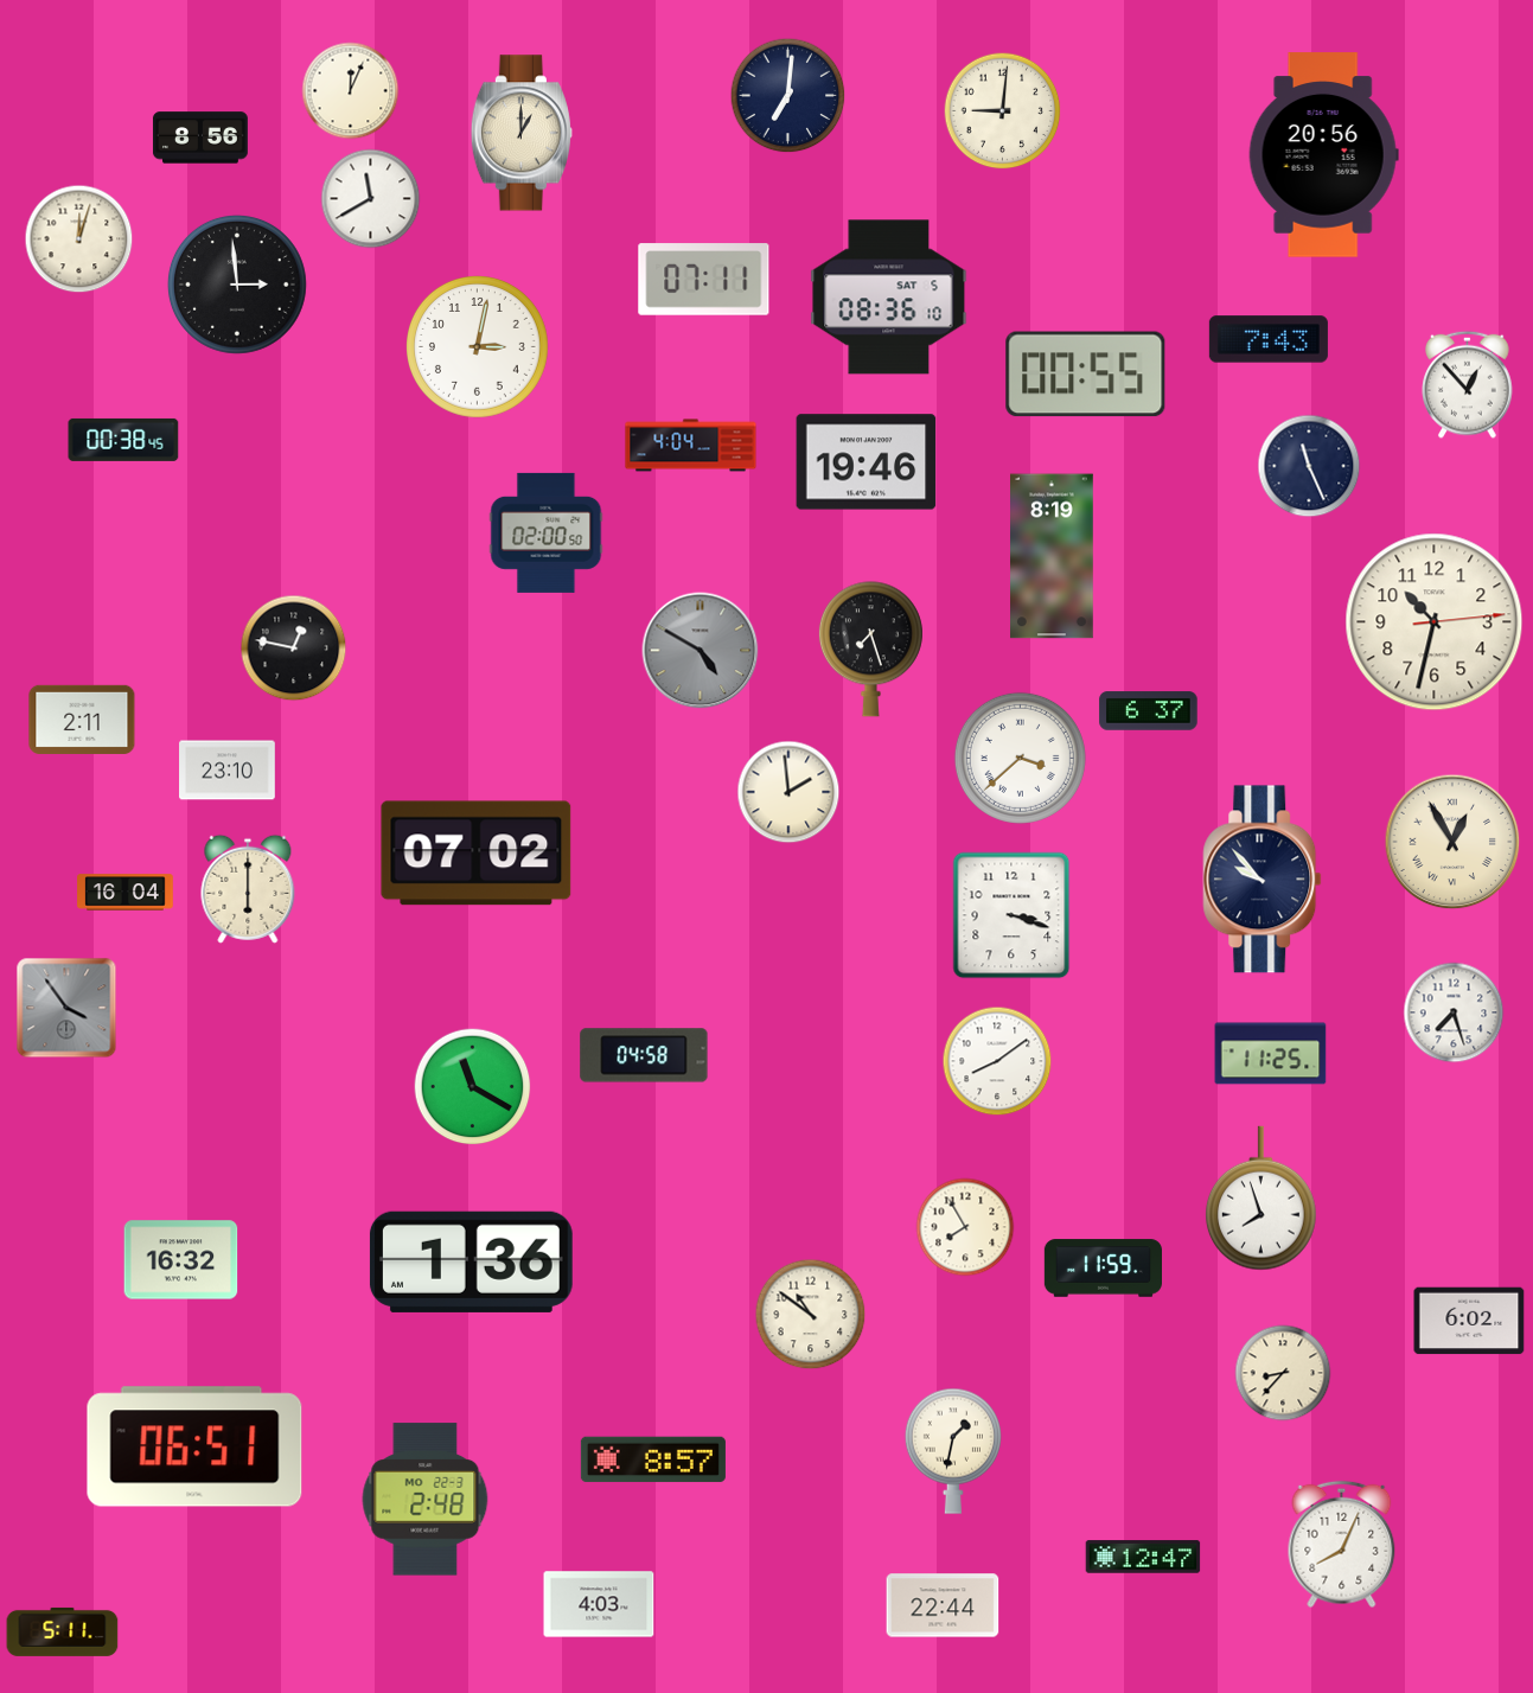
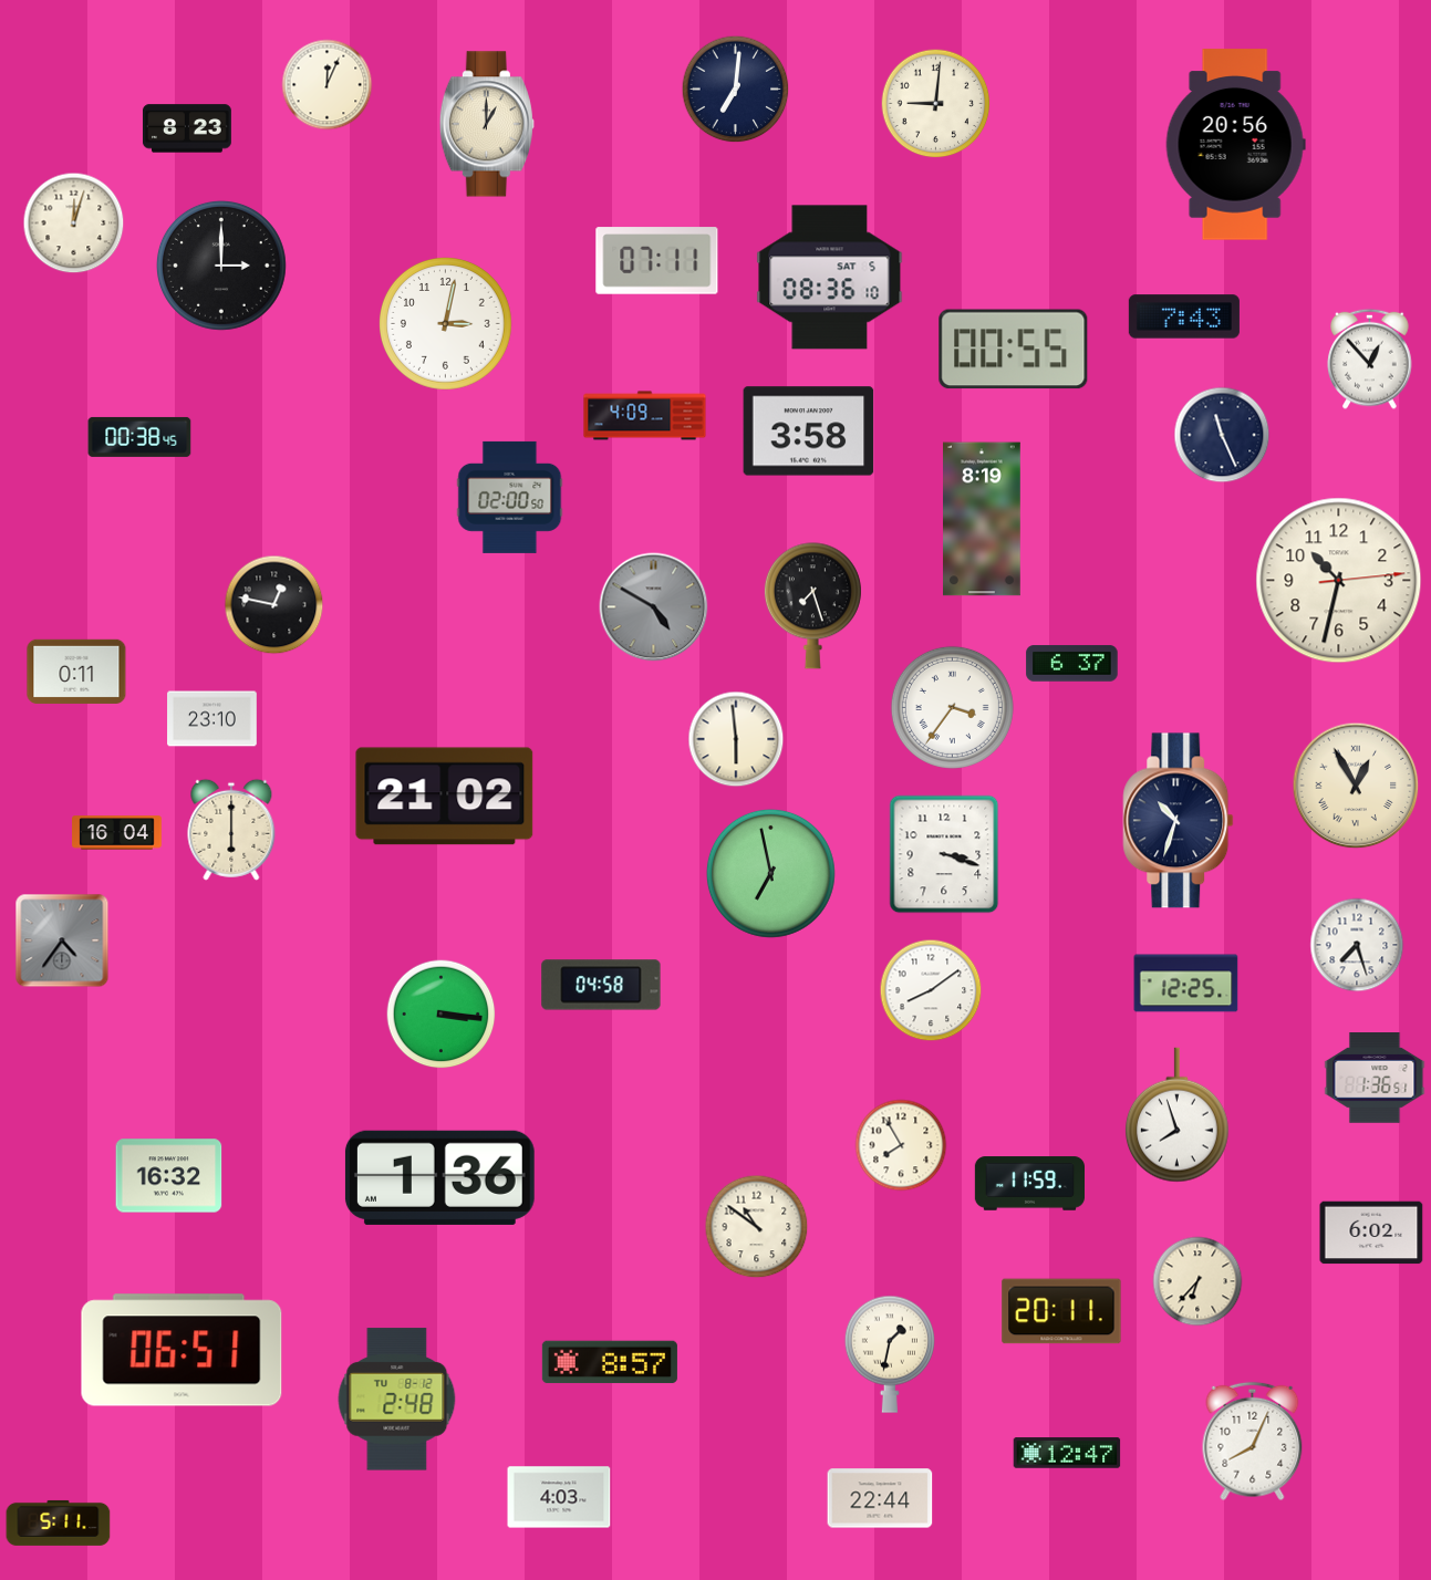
clock at (200, 138): 8:56 -> 8:23
clock at (371, 199): 11:40 -> none
clock at (237, 285): 2:59 -> 3:00
clock at (123, 440) position: (123, 440) -> (139, 437)
clock at (691, 446): 4:04 -> 4:09
clock at (867, 462): 19:46 -> 3:58
clock at (82, 720): 2:11 -> 0:11
clock at (1020, 758): 3:38 -> 3:36
clock at (788, 792): 1:59 -> 5:59
clock at (477, 854): 07:02 -> 21:02
clock at (1263, 880): 9:53 -> 10:33
clock at (770, 873): none -> 6:58
clock at (66, 1008): 3:54 -> 4:36
clock at (1271, 1054): 11:25 -> 12:25
clock at (473, 1087): 11:20 -> 3:16
clock at (1375, 1078): none -> 1:36
clock at (1260, 1199) position: (1260, 1199) -> (1176, 1115)
clock at (1283, 1373): 8:37 -> 6:37
clock at (1061, 1311): none -> 20:11
clock at (426, 1500) date: MO 22-3 -> TU 8-12
